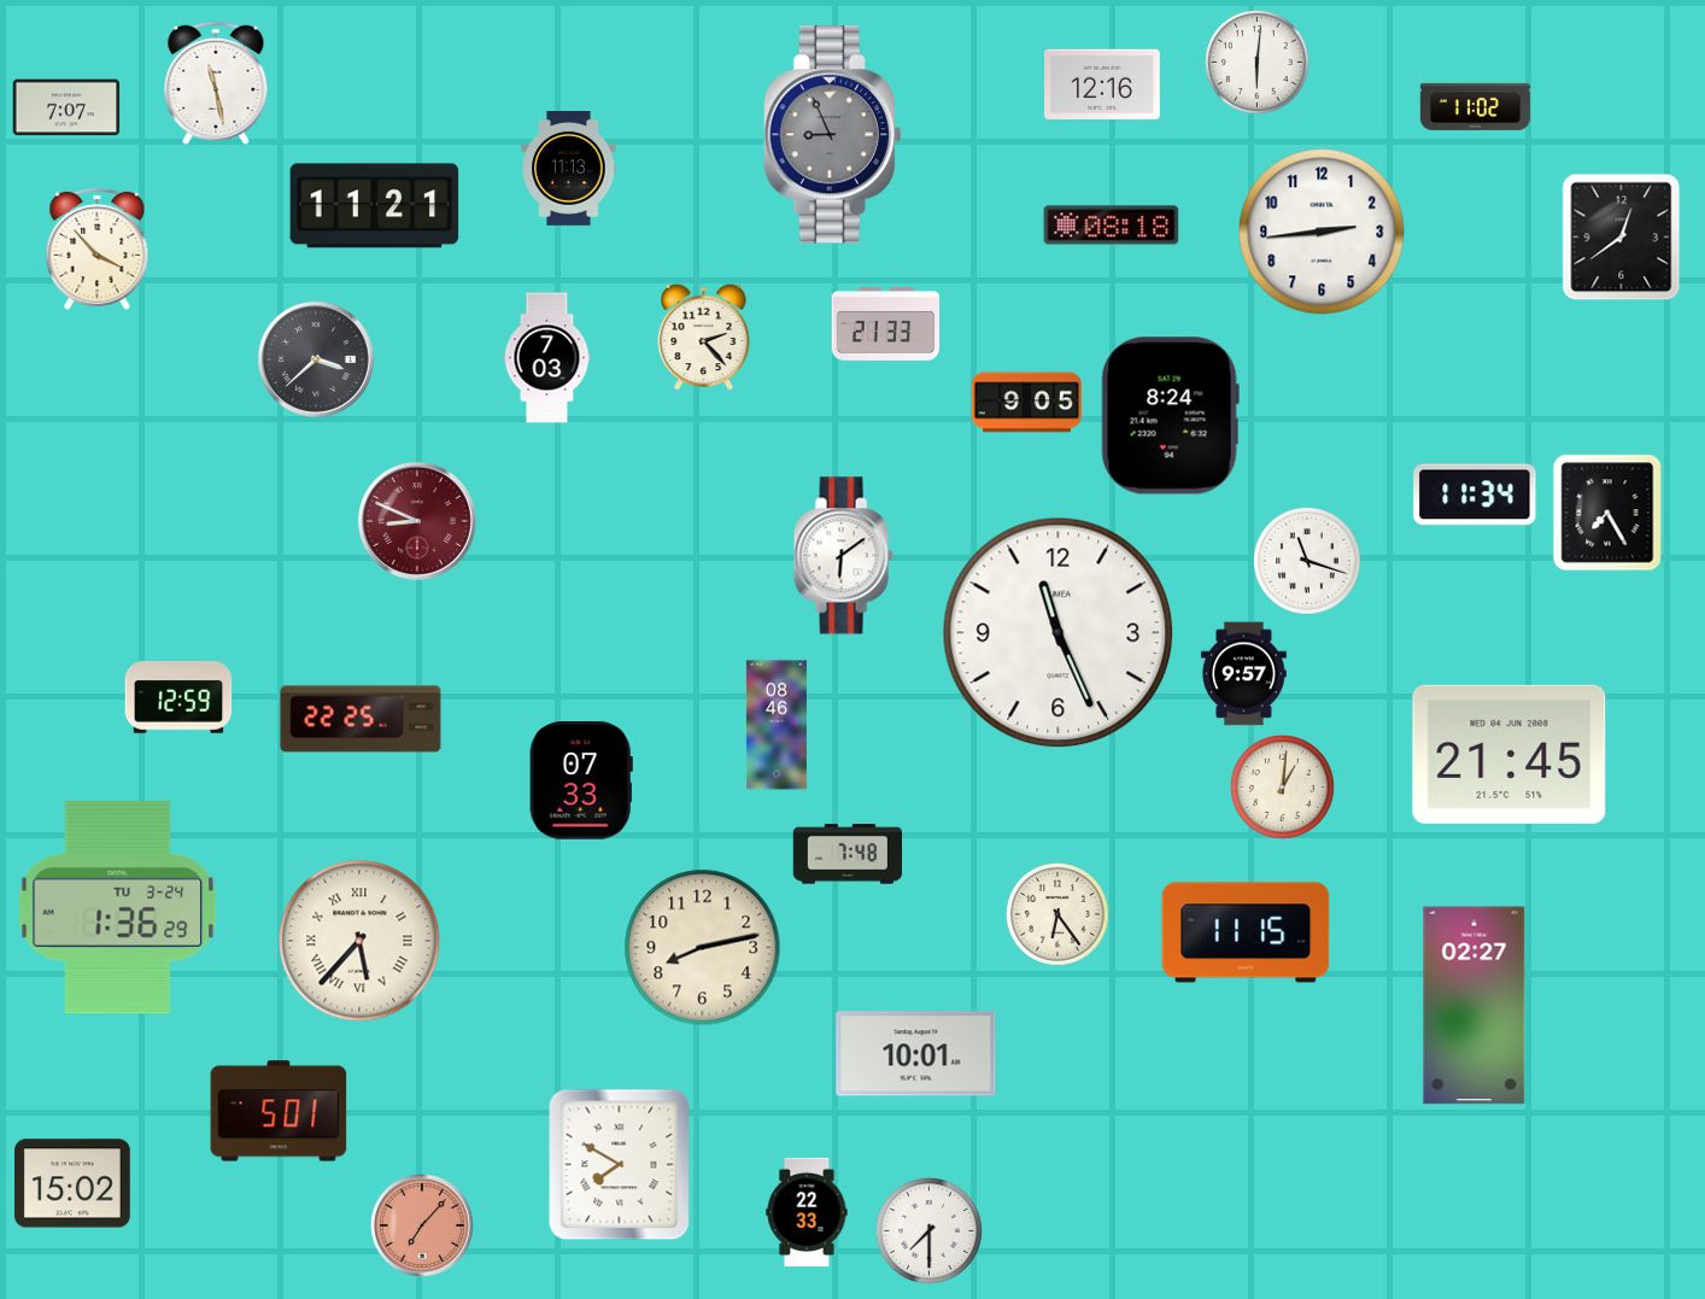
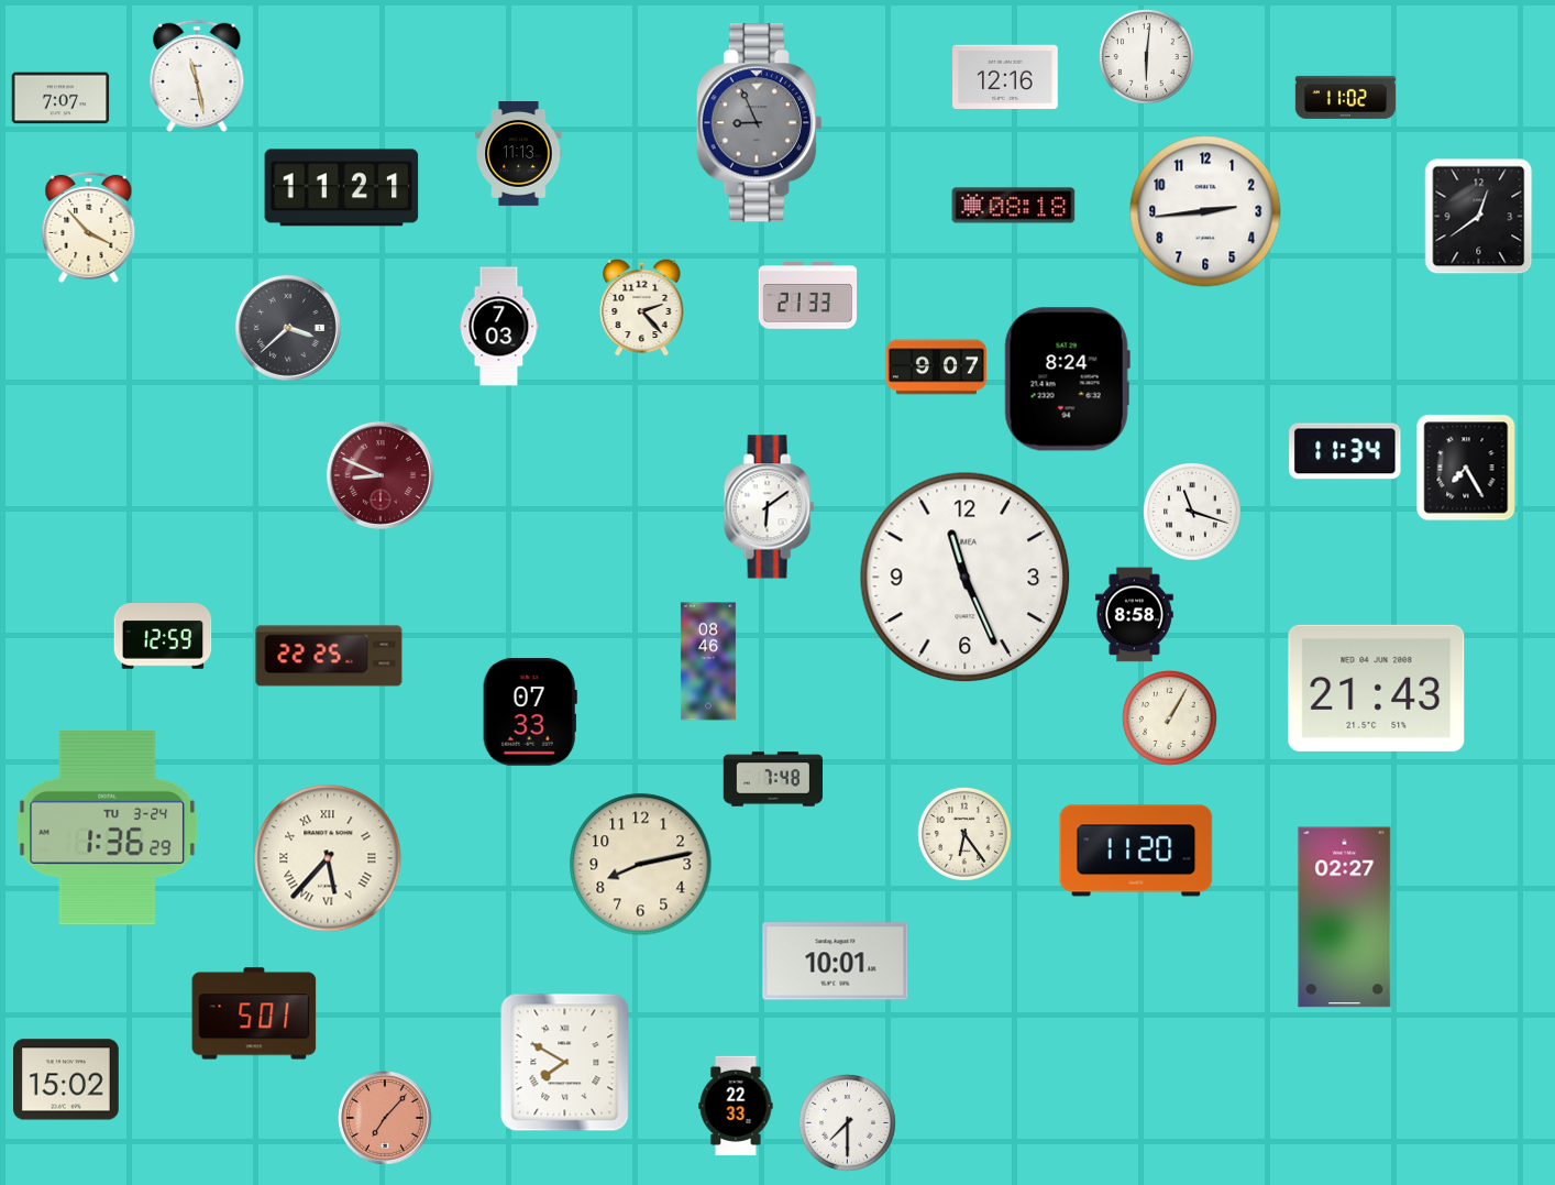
clock at (1026, 403): 9:05 -> 9:07
clock at (1243, 674): 9:57 -> 8:58
clock at (1510, 754): 21:45 -> 21:43
clock at (1282, 786): 1:01 -> 1:05
clock at (1246, 932): 11:15 -> 11:20
